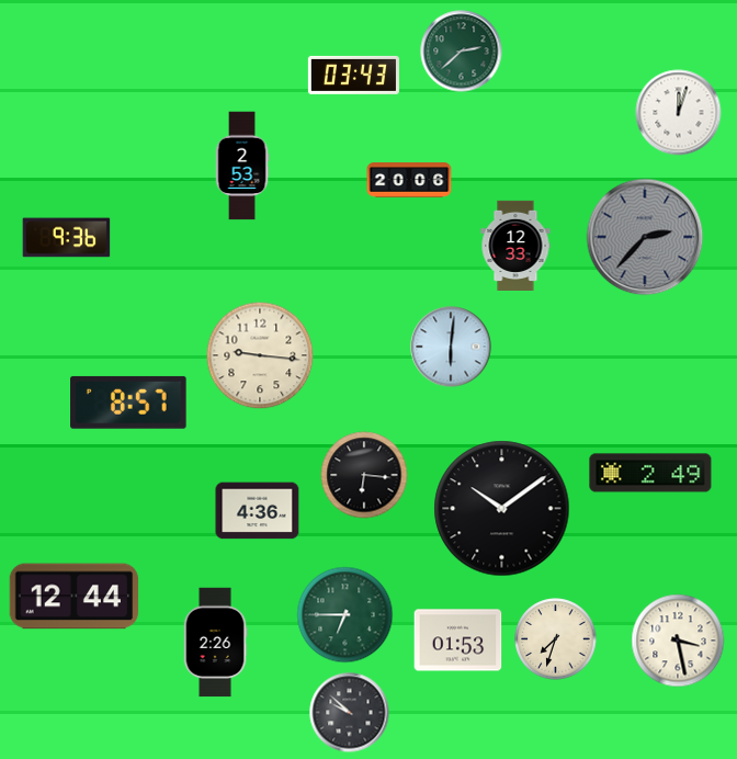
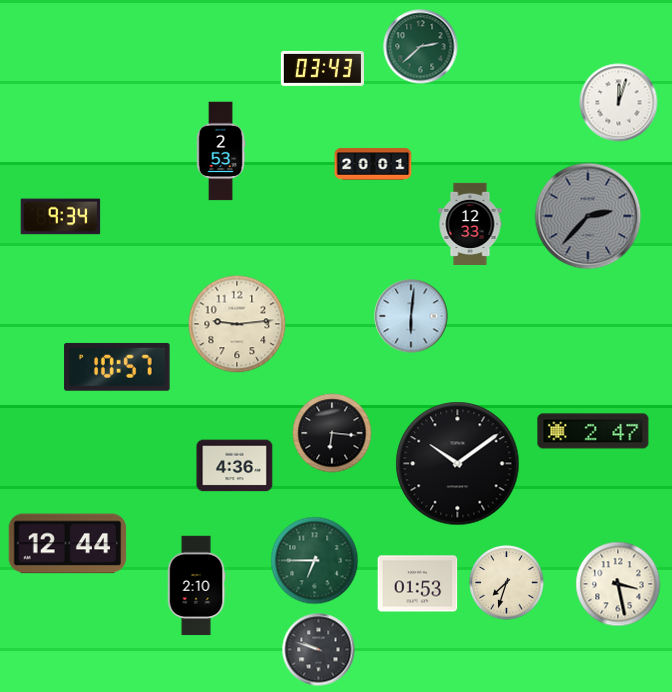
clock at (409, 180): 20:06 -> 20:01
clock at (67, 238): 9:36 -> 9:34
clock at (260, 355): 9:16 -> 9:14
clock at (128, 403): 8:57 -> 10:57
clock at (650, 473): 2:49 -> 2:47
clock at (215, 643): 2:26 -> 2:10
clock at (350, 713): 9:52 -> 9:48
